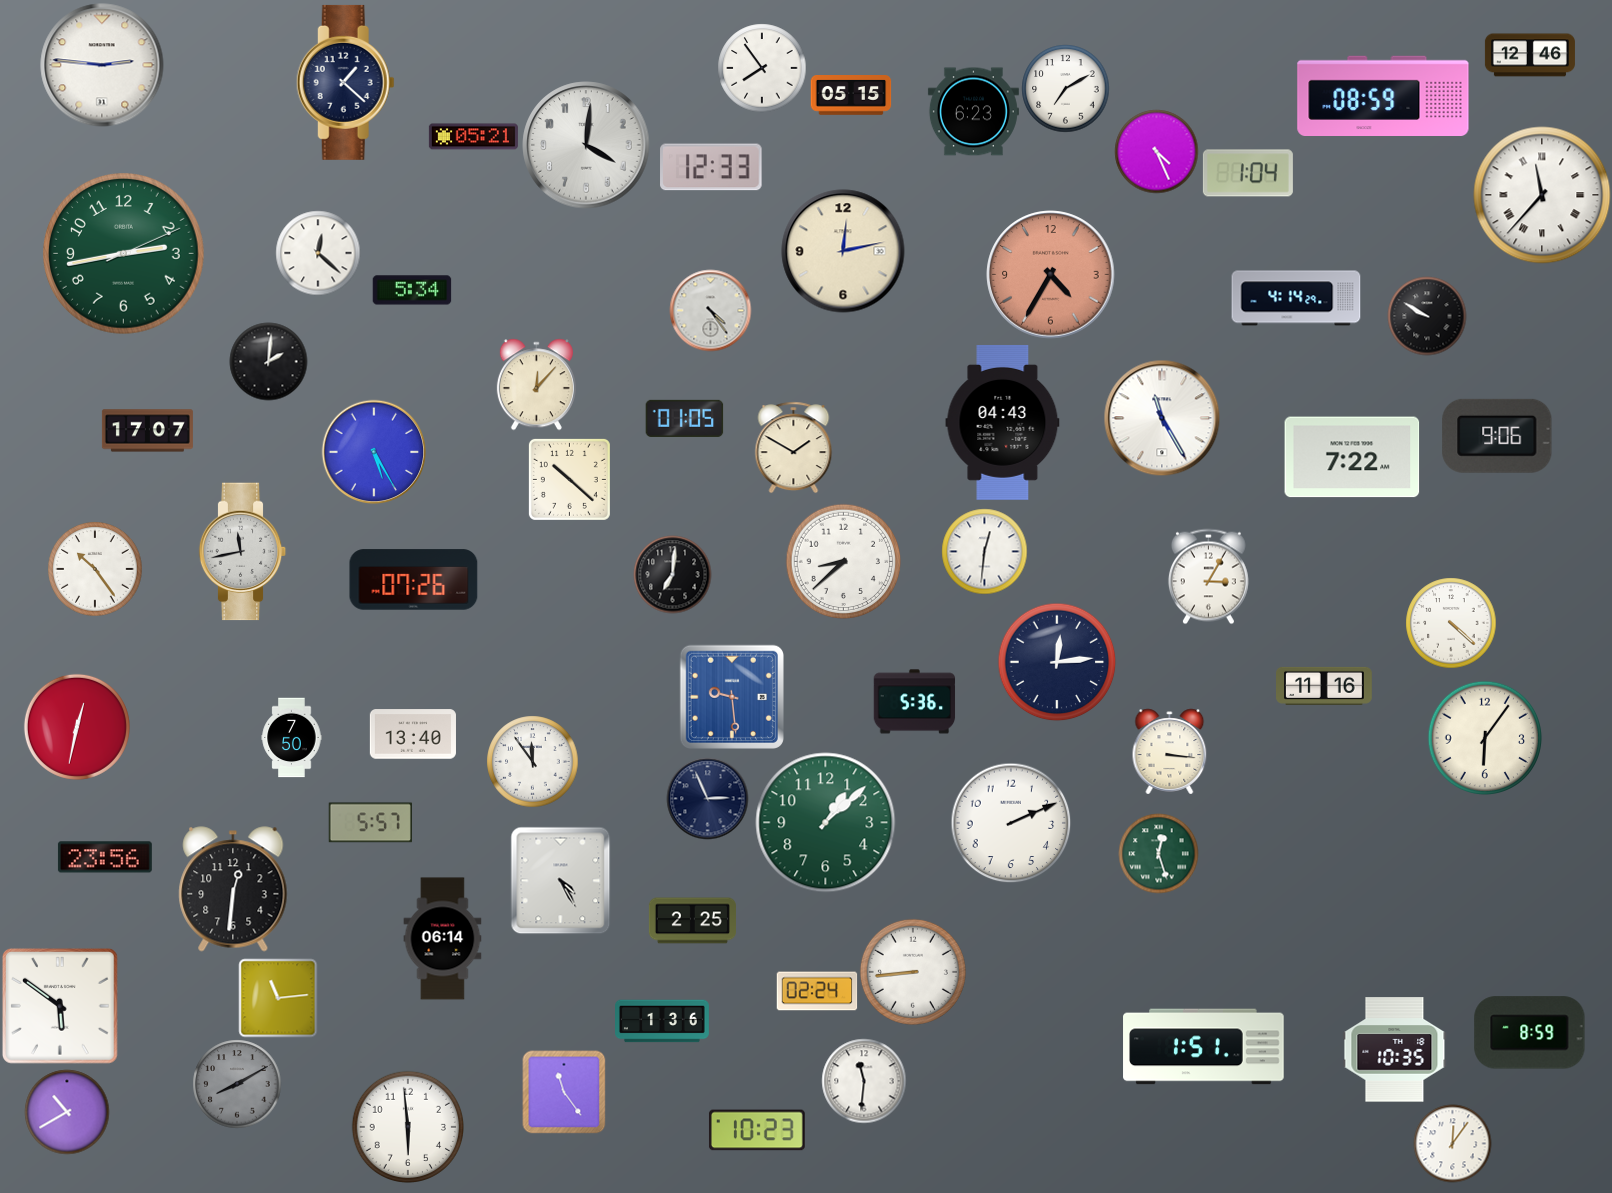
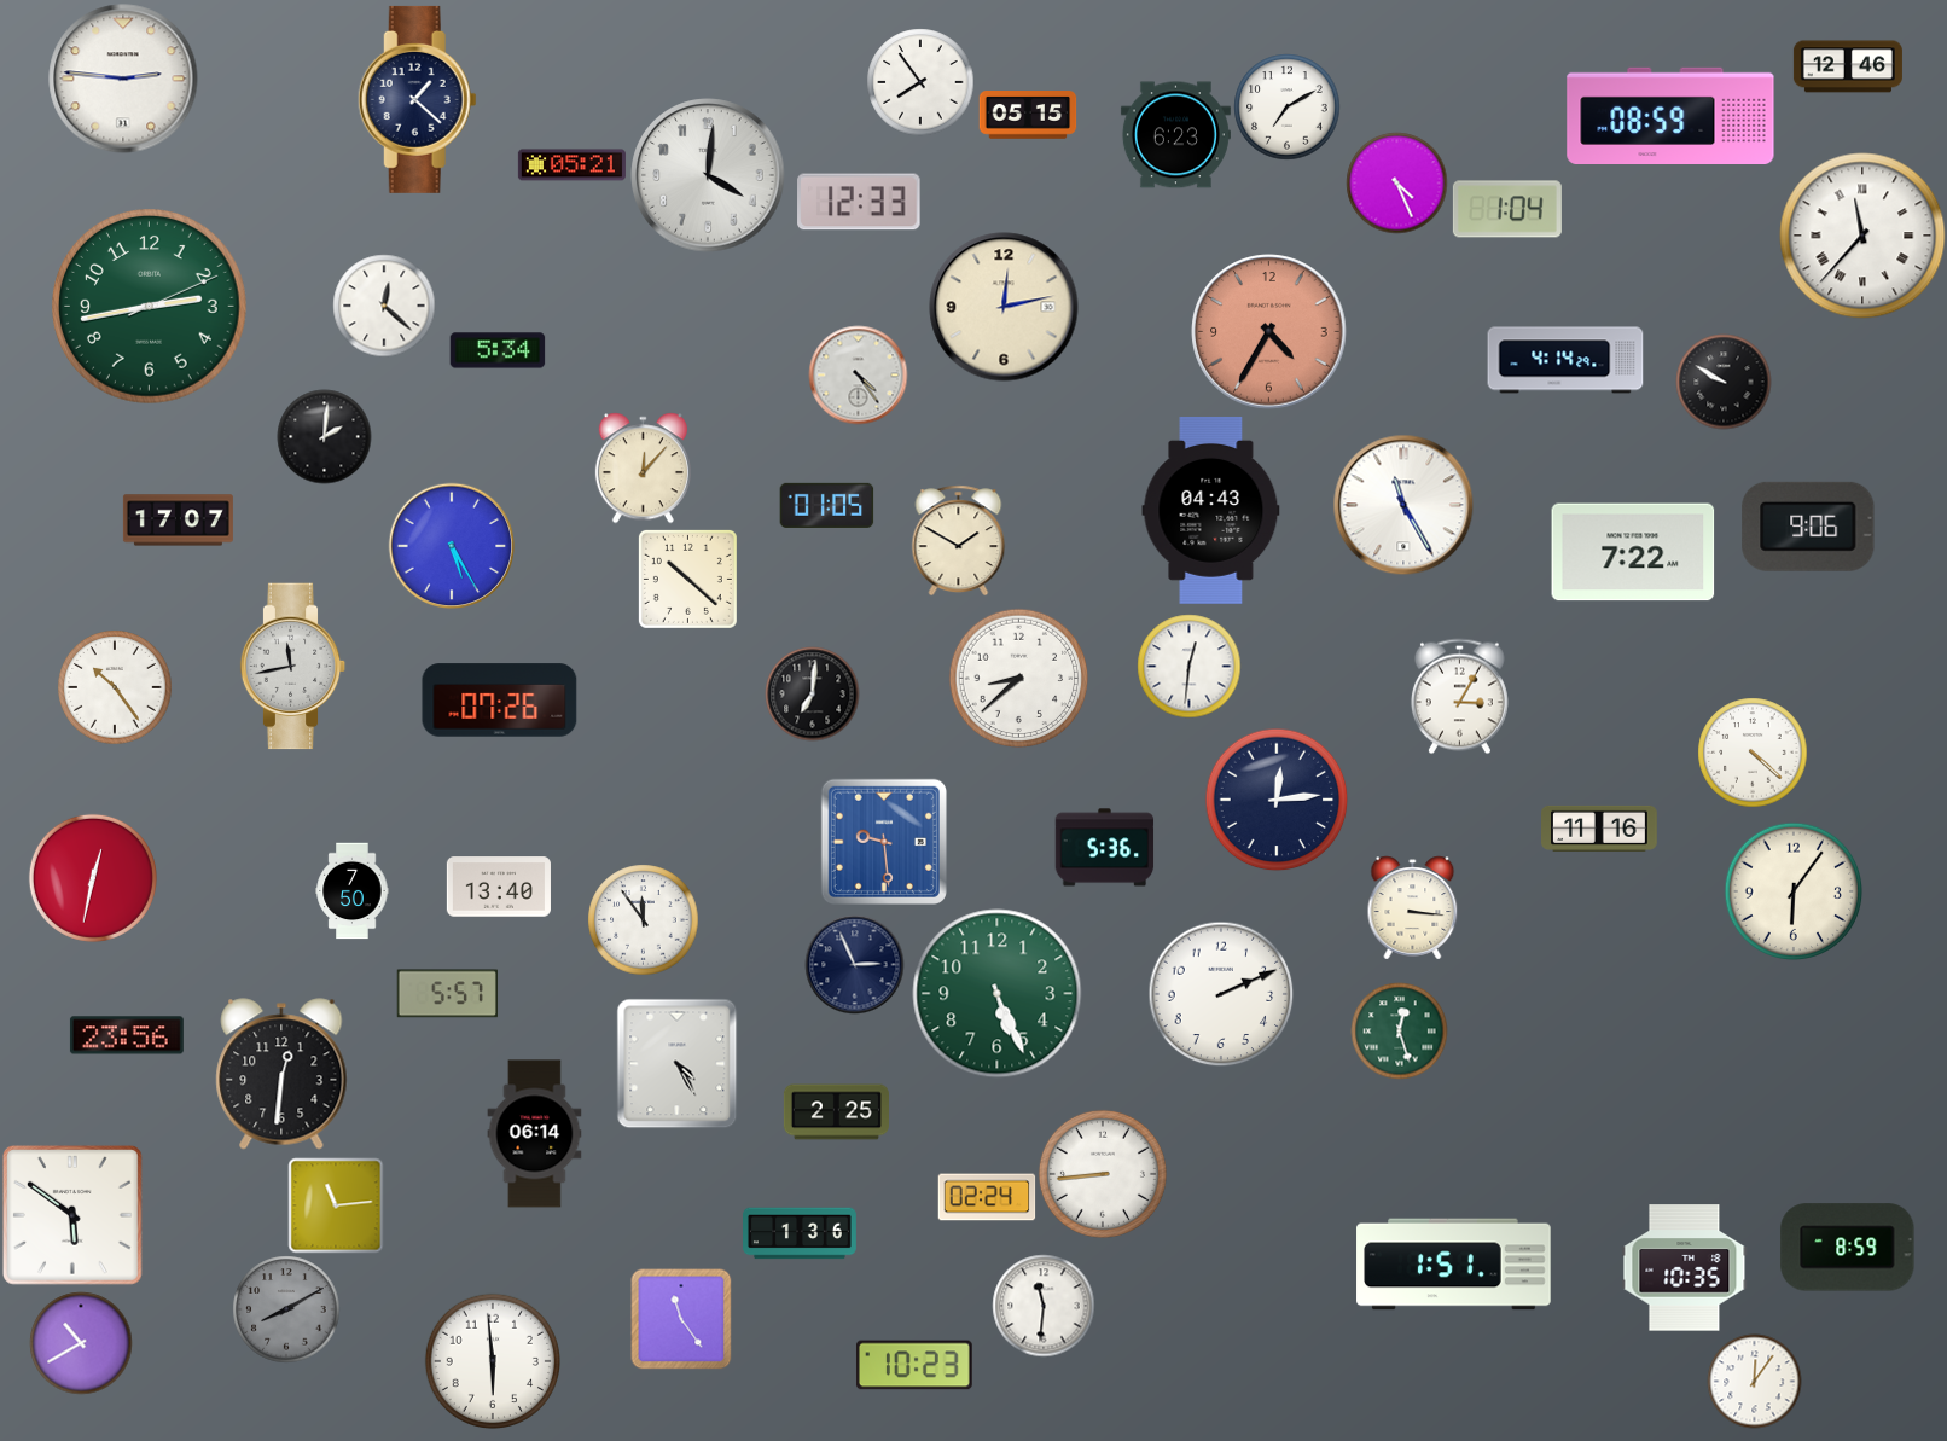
clock at (843, 251) position: (843, 251) -> (1004, 307)
clock at (536, 384) position: (536, 384) -> (643, 467)
clock at (826, 823): 1:08 -> 5:26
